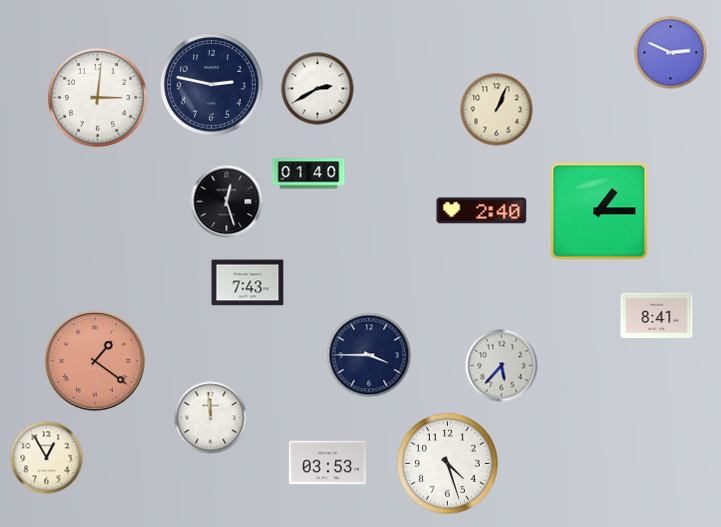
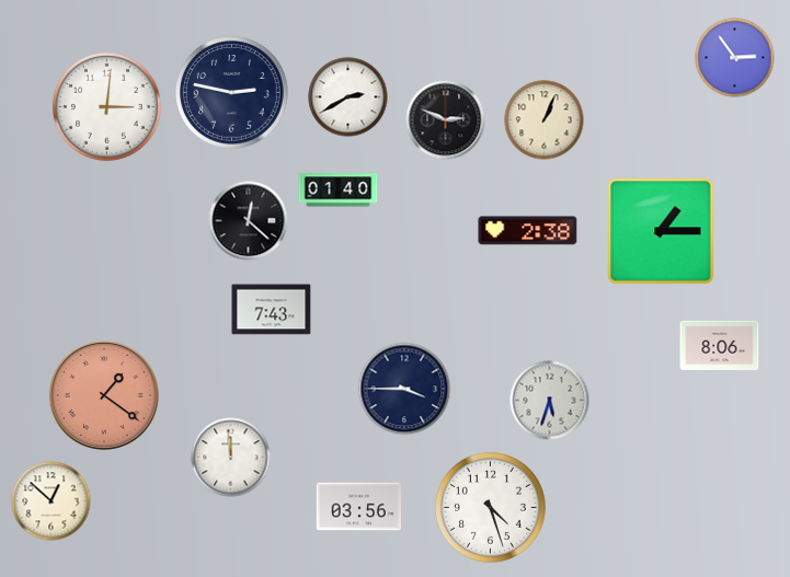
clock at (671, 53): 2:49 -> 2:54
clock at (446, 120): none -> 2:49
clock at (227, 202): 12:27 -> 12:22
clock at (482, 211): 2:40 -> 2:38
clock at (599, 211) position: (599, 211) -> (661, 231)
clock at (657, 315): 8:41 -> 8:06
clock at (502, 366): 5:37 -> 5:33
clock at (47, 458): 12:55 -> 12:52
clock at (327, 463): 03:53 -> 03:56
